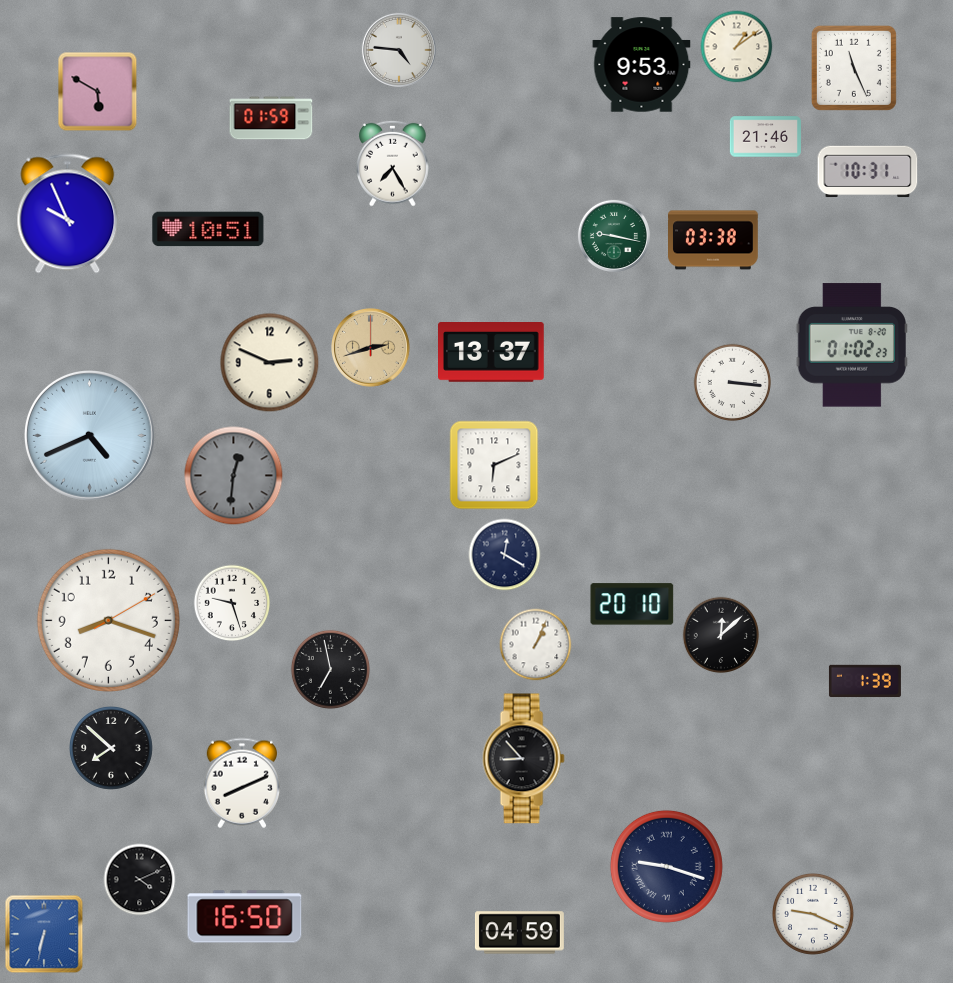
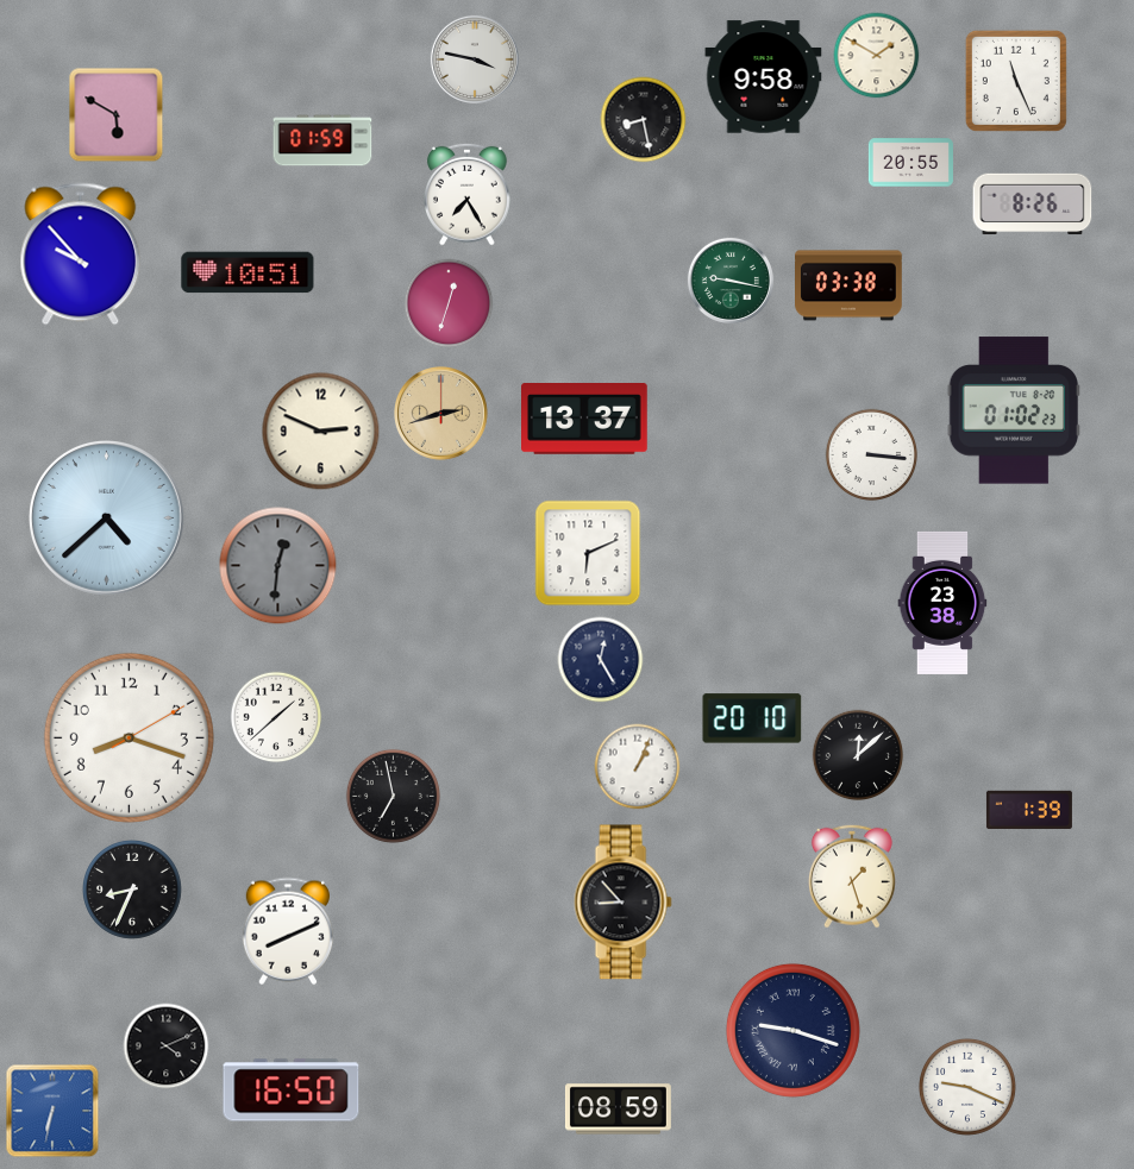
clock at (737, 47): 1:09 -> 1:50
clock at (399, 50): 4:46 -> 3:47
clock at (642, 65): 9:53 -> 9:58
clock at (98, 92) position: (98, 92) -> (117, 115)
clock at (644, 120): none -> 8:28
clock at (765, 137): 21:46 -> 20:55
clock at (868, 172): 10:31 -> 8:26
clock at (68, 214): 9:56 -> 9:53
clock at (449, 303): none -> 12:33
clock at (89, 435): 4:41 -> 4:38
clock at (942, 603): none -> 23:38
clock at (505, 555): 12:20 -> 12:25
clock at (232, 603): 9:27 -> 1:38
clock at (852, 876): none -> 1:27
clock at (112, 749): 7:52 -> 8:34
clock at (519, 933): 04:59 -> 08:59
